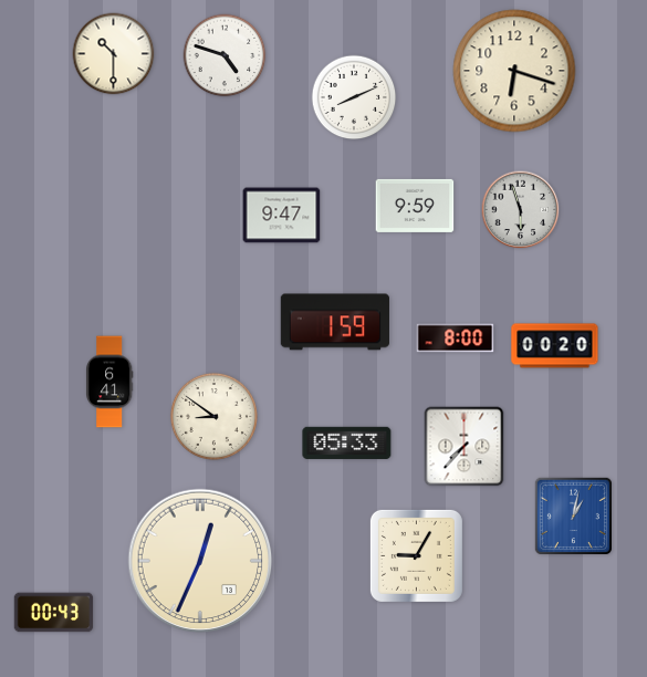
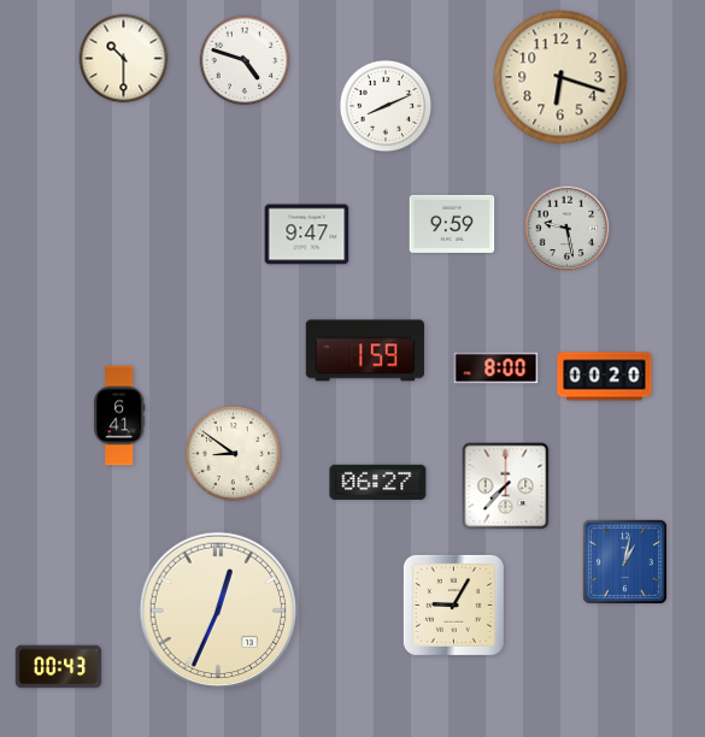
clock at (521, 210): 5:57 -> 9:28
clock at (347, 442): 05:33 -> 06:27
